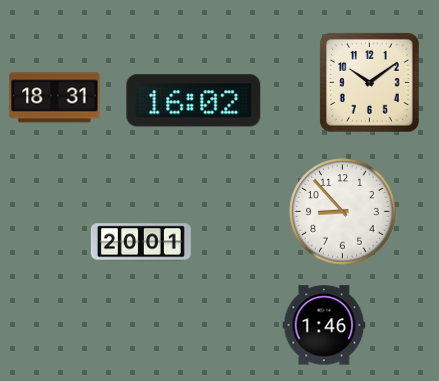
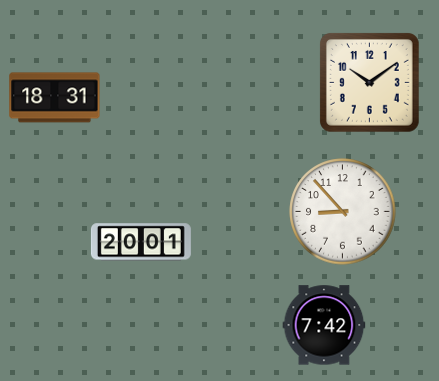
clock at (194, 101): 16:02 -> none
clock at (324, 325): 1:46 -> 7:42
